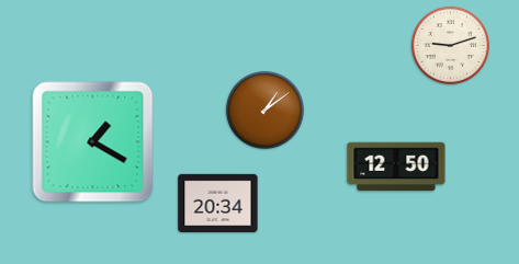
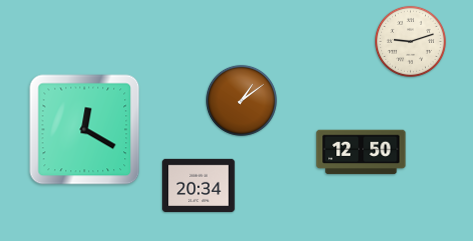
clock at (93, 142): 1:20 -> 12:20
